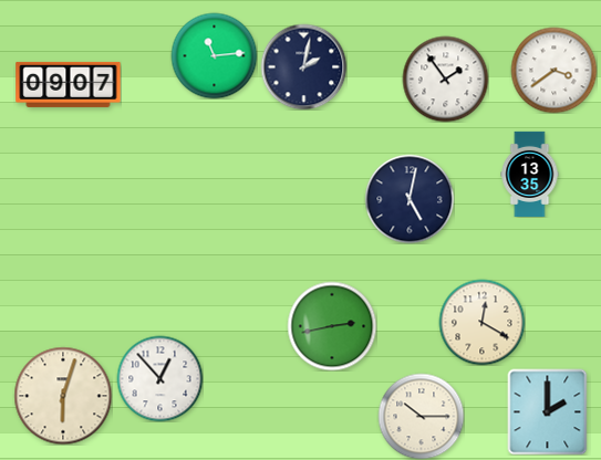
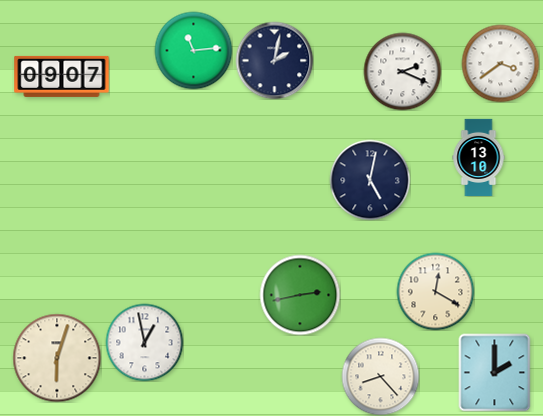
clock at (445, 79): 1:54 -> 2:19
clock at (530, 174): 13:35 -> 13:10
clock at (159, 378): 12:53 -> 12:58
clock at (421, 416): 10:15 -> 8:23
